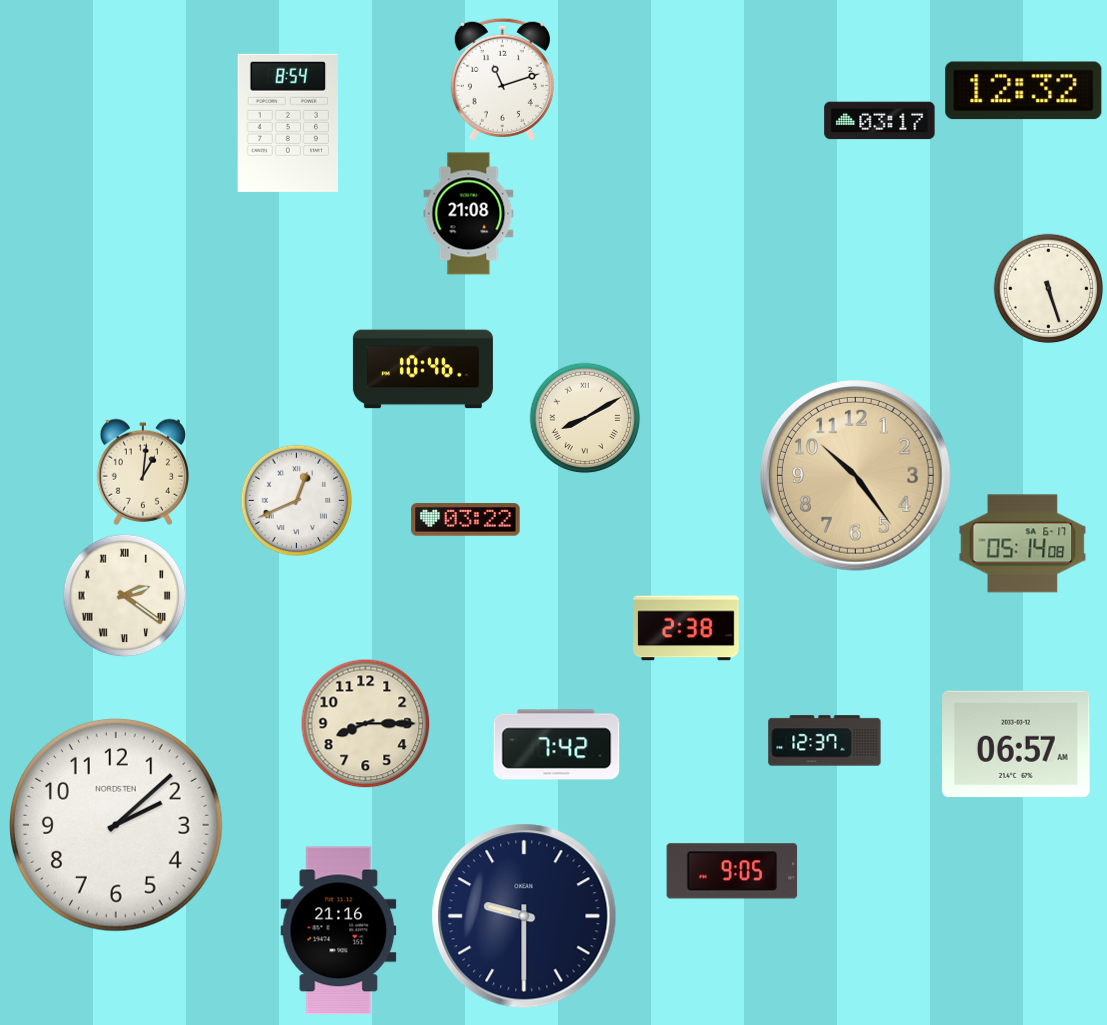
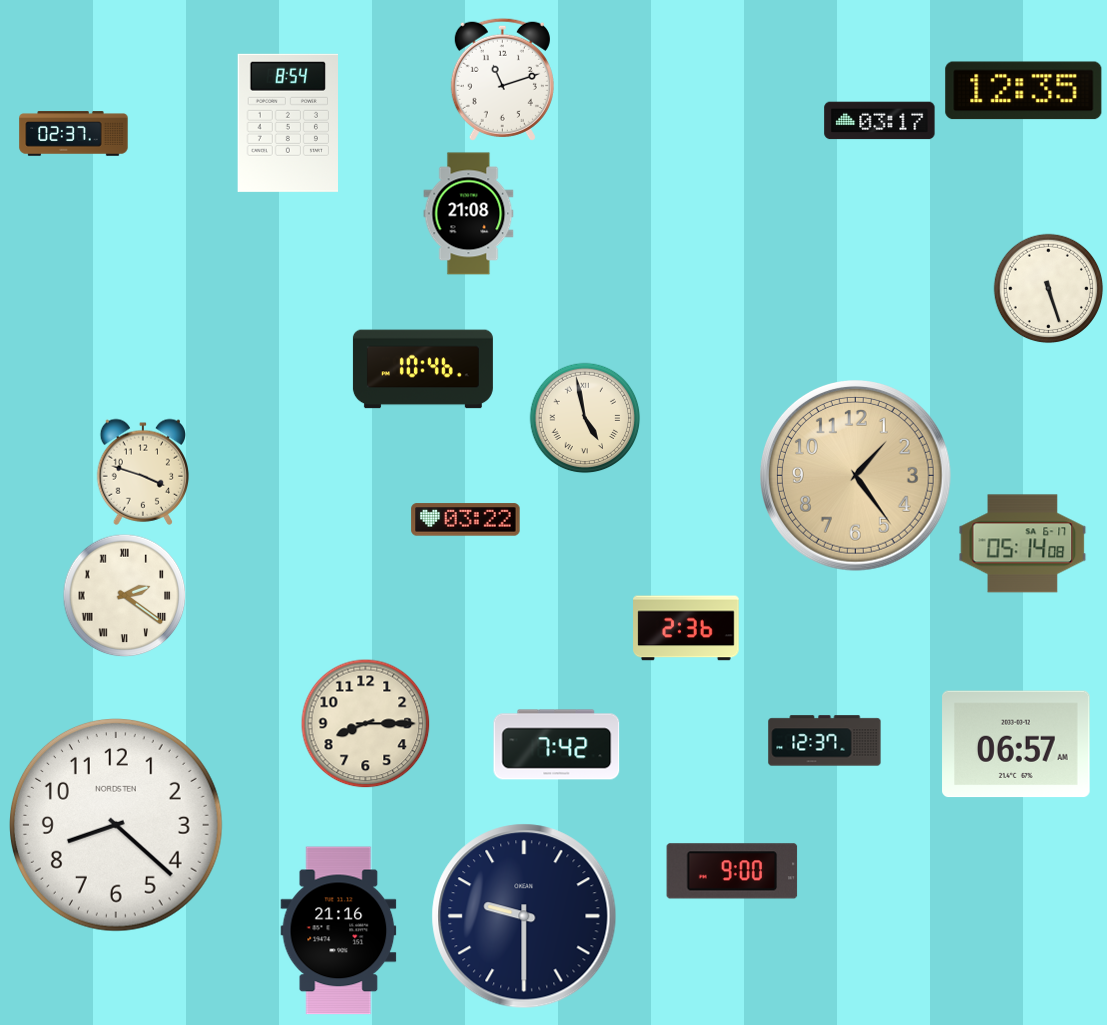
clock at (1024, 91): 12:32 -> 12:35
clock at (74, 134): none -> 02:37
clock at (585, 418): 8:10 -> 4:58
clock at (142, 472): 1:01 -> 3:48
clock at (856, 476): 10:24 -> 1:24
clock at (297, 501): 12:41 -> none
clock at (686, 628): 2:38 -> 2:36
clock at (117, 826): 2:08 -> 8:22
clock at (732, 871): 9:05 -> 9:00
